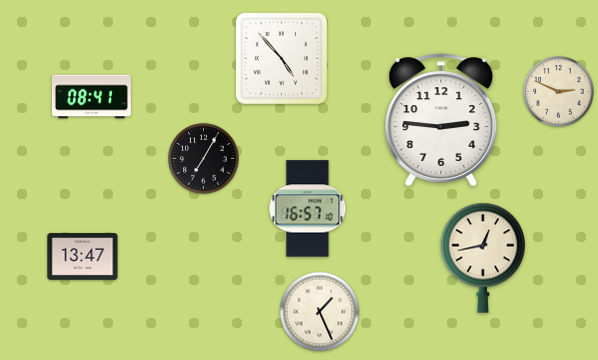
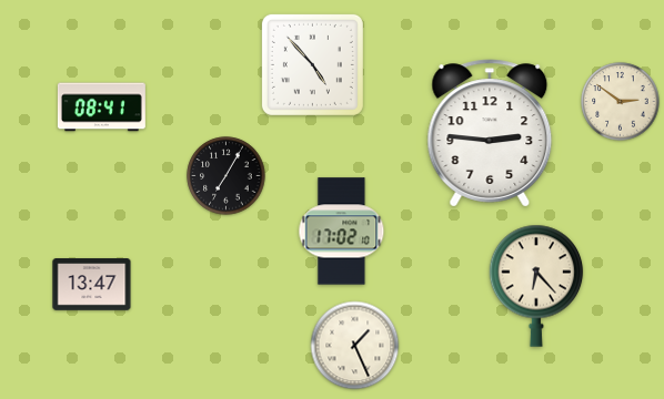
clock at (559, 92): 2:49 -> 2:51
clock at (308, 209): 16:57 -> 17:02
clock at (483, 258): 12:43 -> 6:23
